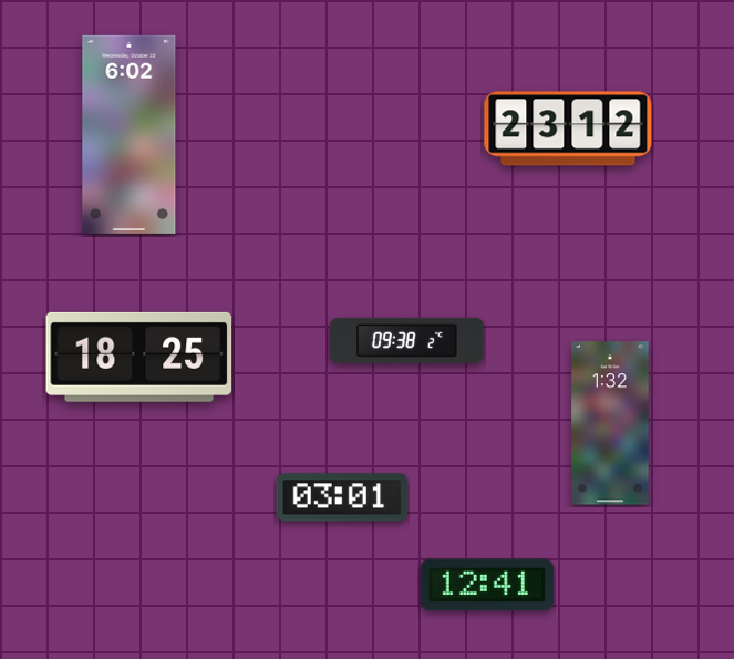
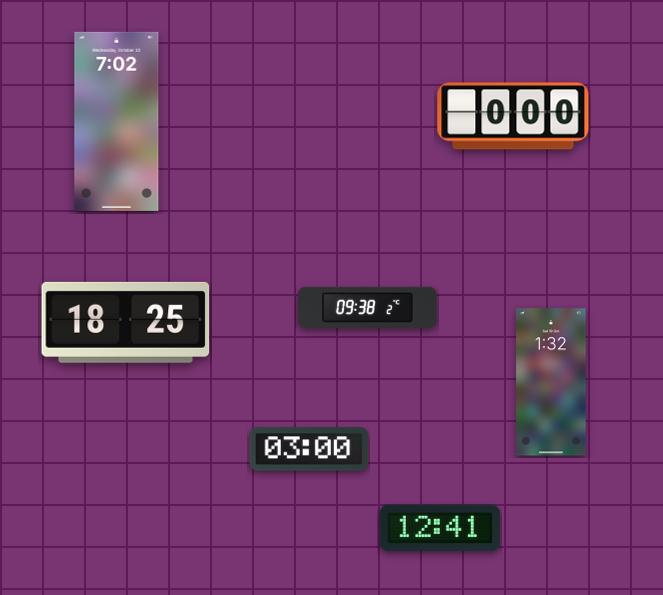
clock at (568, 128): 23:12 -> 0:00
clock at (130, 134): 6:02 -> 7:02
clock at (342, 497): 03:01 -> 03:00
